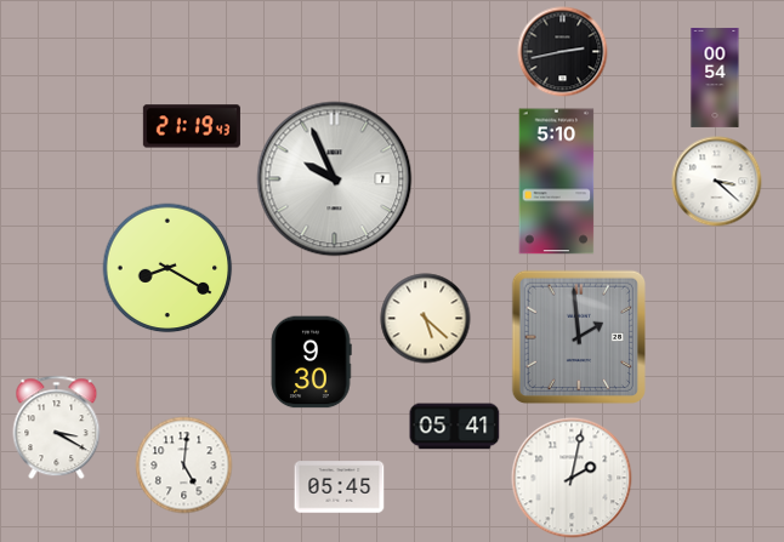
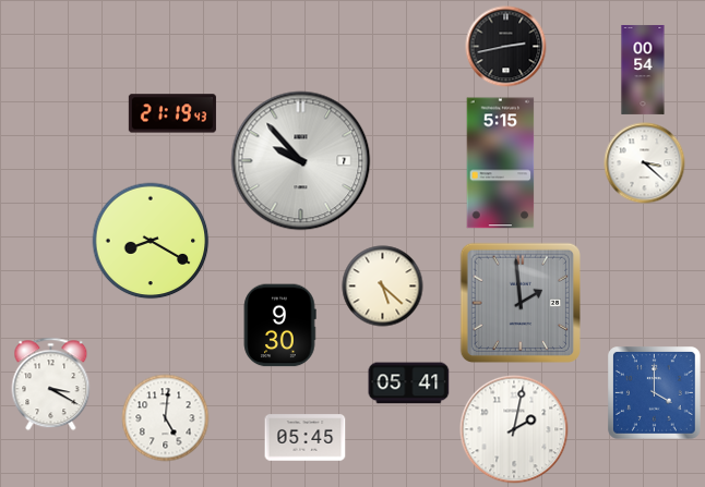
clock at (335, 179): 9:56 -> 9:53
clock at (557, 182): 5:10 -> 5:15
clock at (655, 393): none -> 4:00
